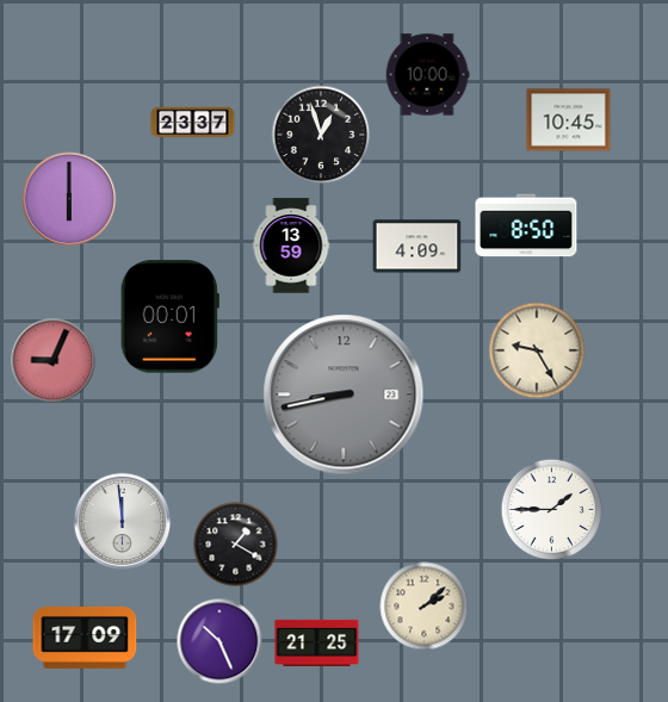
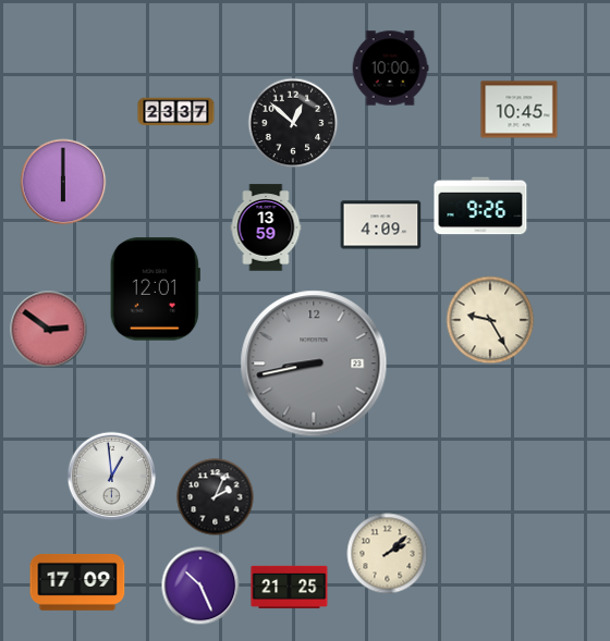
clock at (321, 135): 12:57 -> 12:52
clock at (526, 225): 8:50 -> 9:26
clock at (291, 246) position: (291, 246) -> (266, 227)
clock at (169, 317): 00:01 -> 12:01
clock at (54, 361): 9:04 -> 2:51
clock at (344, 395) position: (344, 395) -> (314, 363)
clock at (552, 510): 1:45 -> none
clock at (123, 522): 11:59 -> 12:59
clock at (236, 545): 1:20 -> 2:04
